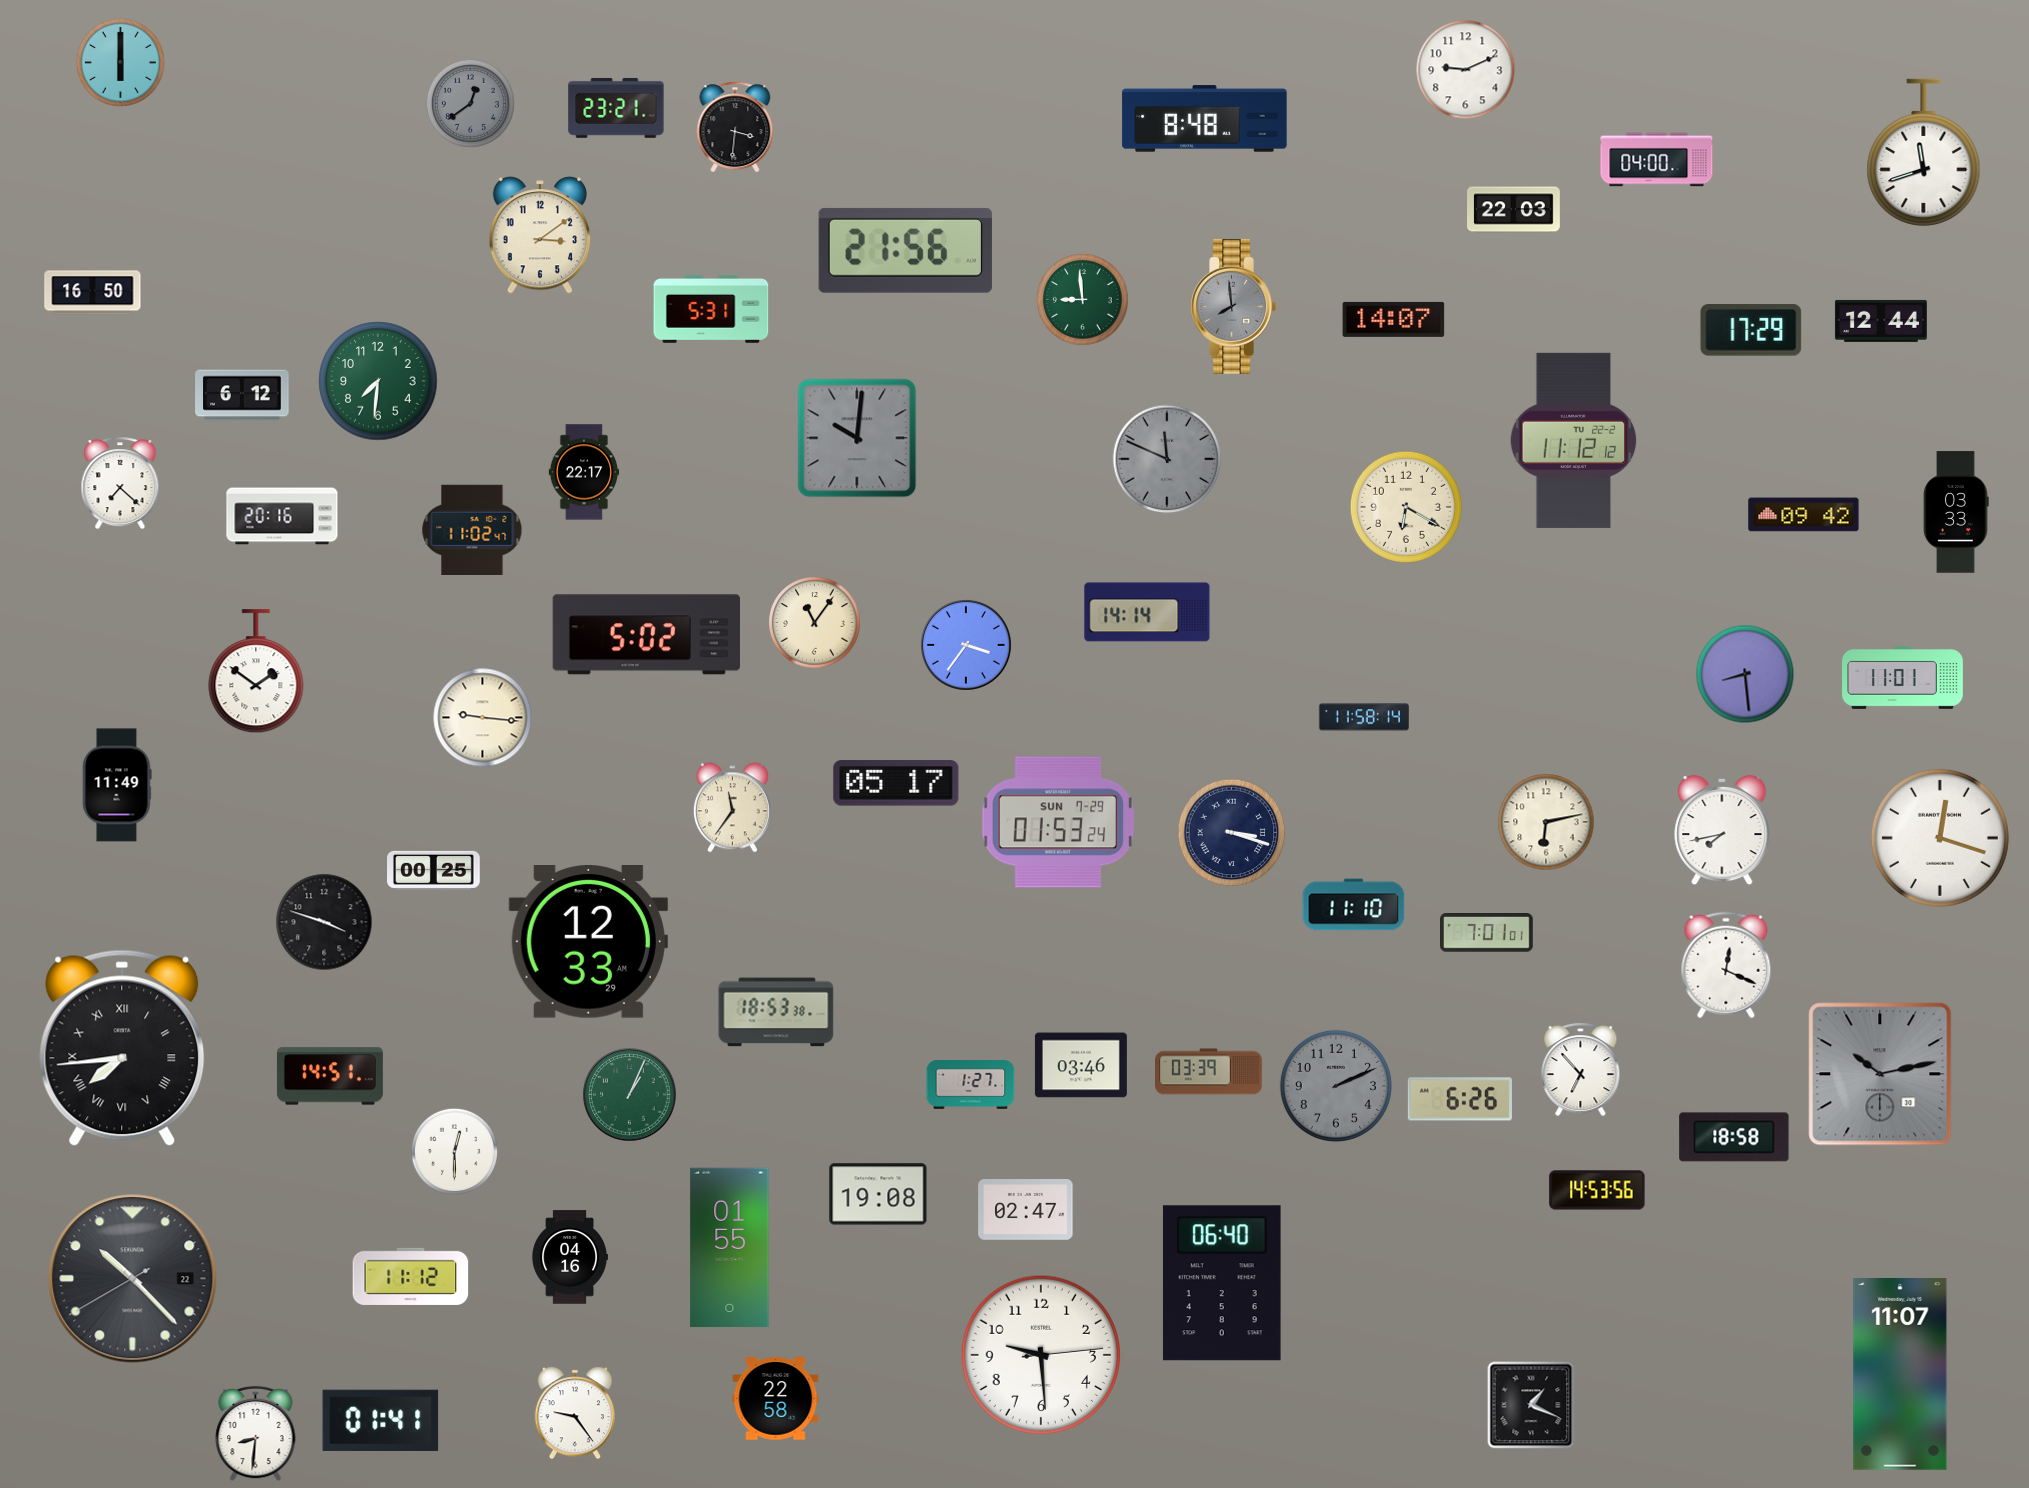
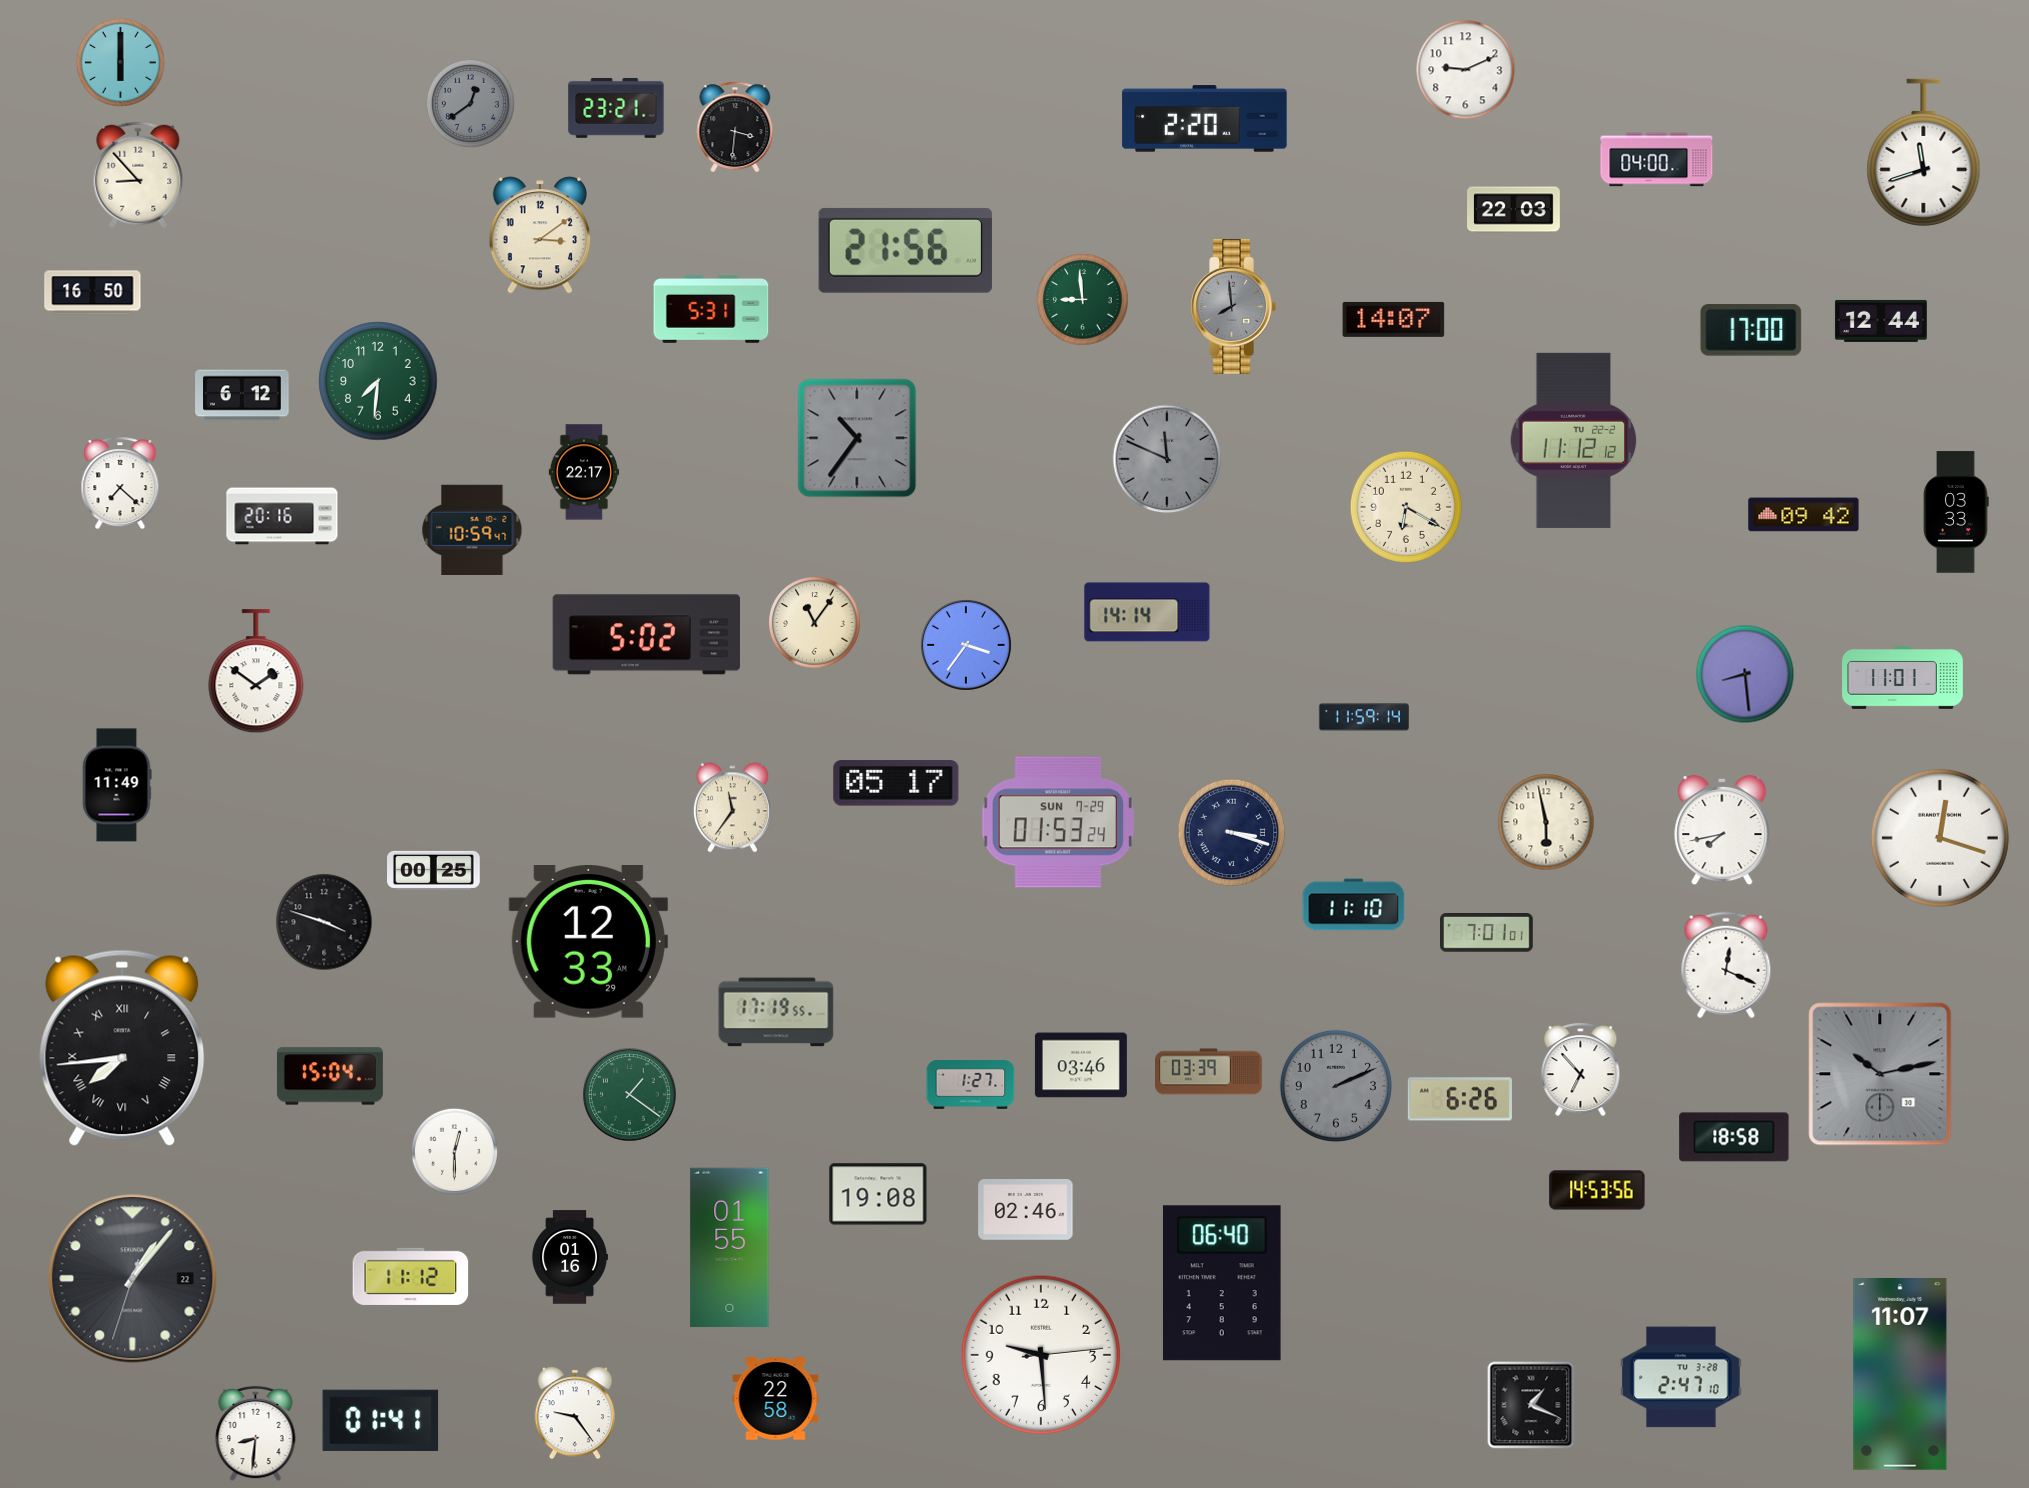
clock at (1205, 119): 8:48 -> 2:20
clock at (138, 175): none -> 8:53
clock at (1751, 330): 17:29 -> 17:00
clock at (857, 438): 10:01 -> 10:36
clock at (472, 529): 11:02 -> 10:59
clock at (1363, 717): 11:58 -> 11:59
clock at (483, 718): 9:16 -> none
clock at (1546, 822): 6:13 -> 5:58
clock at (776, 1012): 18:53 -> 17:19
clock at (330, 1076): 14:51 -> 15:04
clock at (630, 1095): 1:04 -> 1:21
clock at (1026, 1210): 02:47 -> 02:46
clock at (570, 1257): 04:16 -> 01:16
clock at (133, 1279): 10:22 -> 1:06
clock at (1681, 1377): none -> 2:47
